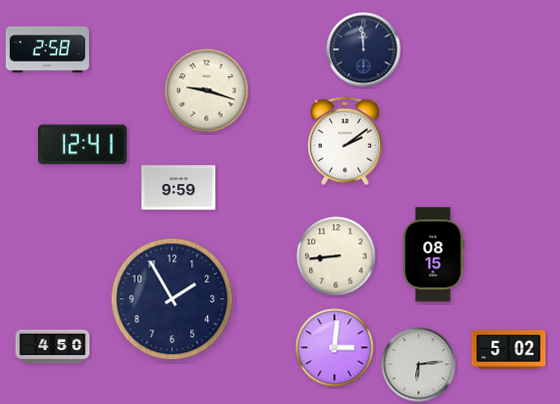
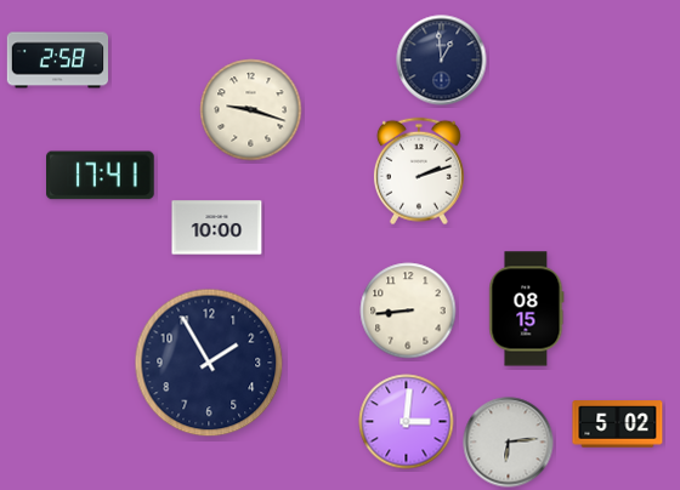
clock at (364, 50): 11:59 -> 12:59
clock at (345, 141): 2:09 -> 2:12
clock at (83, 145): 12:41 -> 17:41
clock at (179, 188): 9:59 -> 10:00
clock at (53, 347): 4:50 -> none
